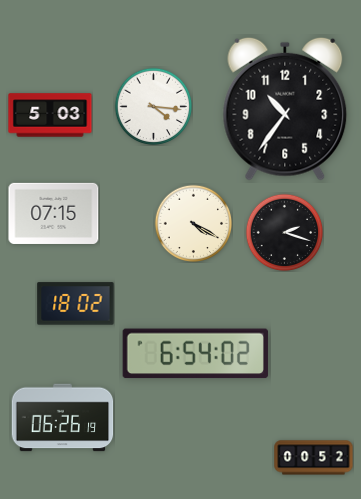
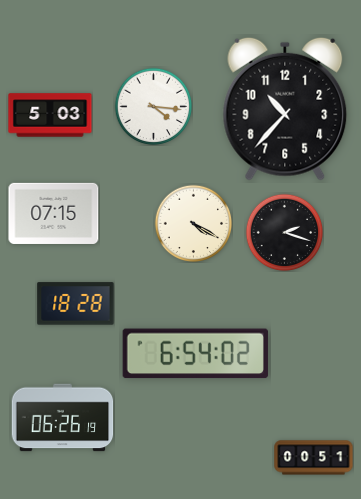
clock at (285, 109): 10:36 -> 10:37
clock at (76, 304): 18:02 -> 18:28
clock at (314, 458): 00:52 -> 00:51
